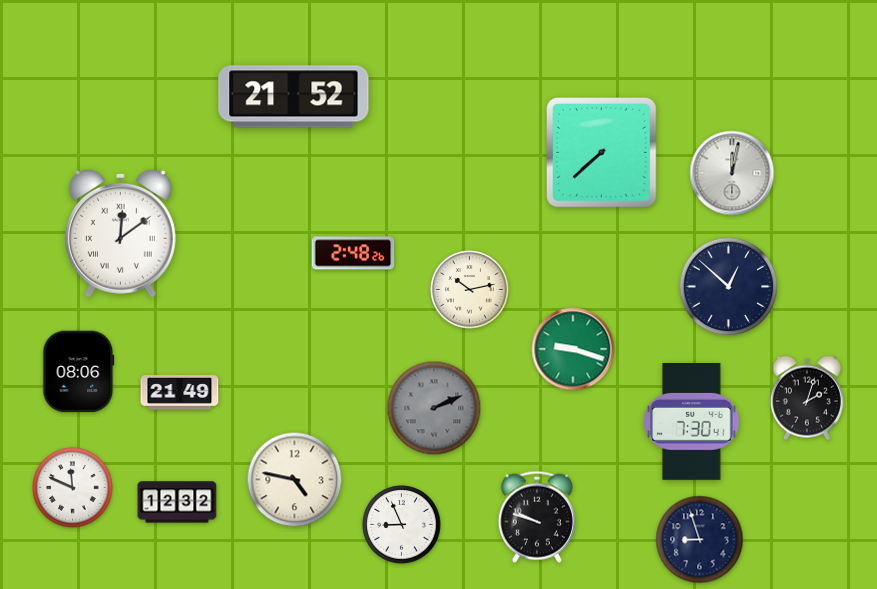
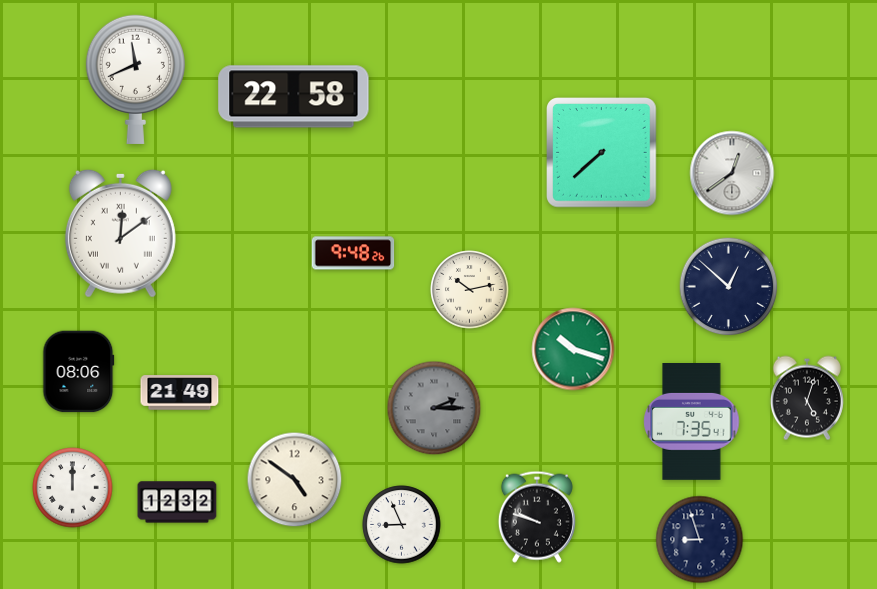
clock at (135, 79): none -> 11:41
clock at (294, 97): 21:52 -> 22:58
clock at (732, 173): 12:02 -> 12:39
clock at (353, 253): 2:48 -> 9:48
clock at (573, 349): 9:18 -> 10:18
clock at (807, 398): 2:03 -> 5:03
clock at (434, 408): 2:11 -> 2:15
clock at (692, 422): 7:30 -> 7:35
clock at (295, 480): 4:47 -> 4:51
clock at (73, 488): 11:49 -> 12:00
